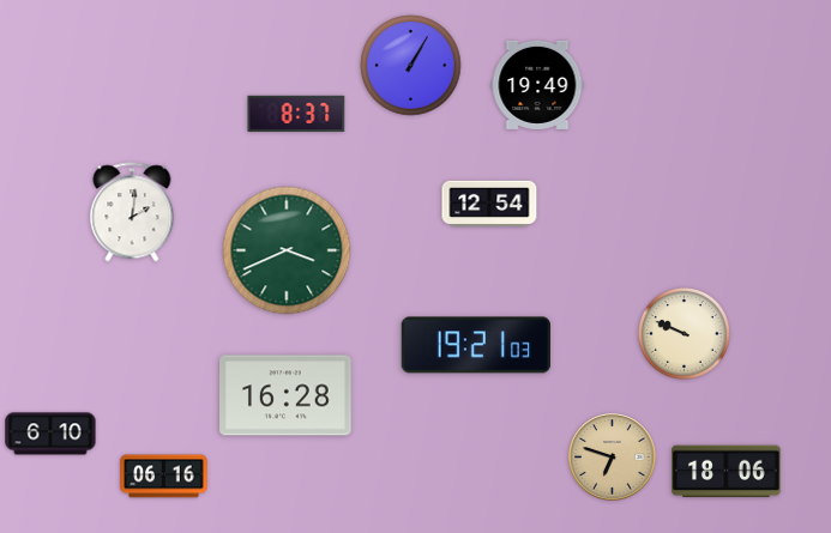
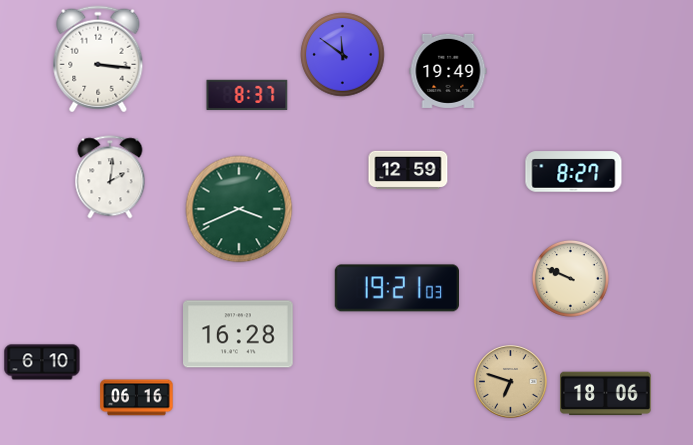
clock at (411, 66): 1:05 -> 11:51
clock at (98, 59): none -> 3:16
clock at (489, 202): 12:54 -> 12:59
clock at (574, 172): none -> 8:27
clock at (287, 395) position: (287, 395) -> (239, 334)
